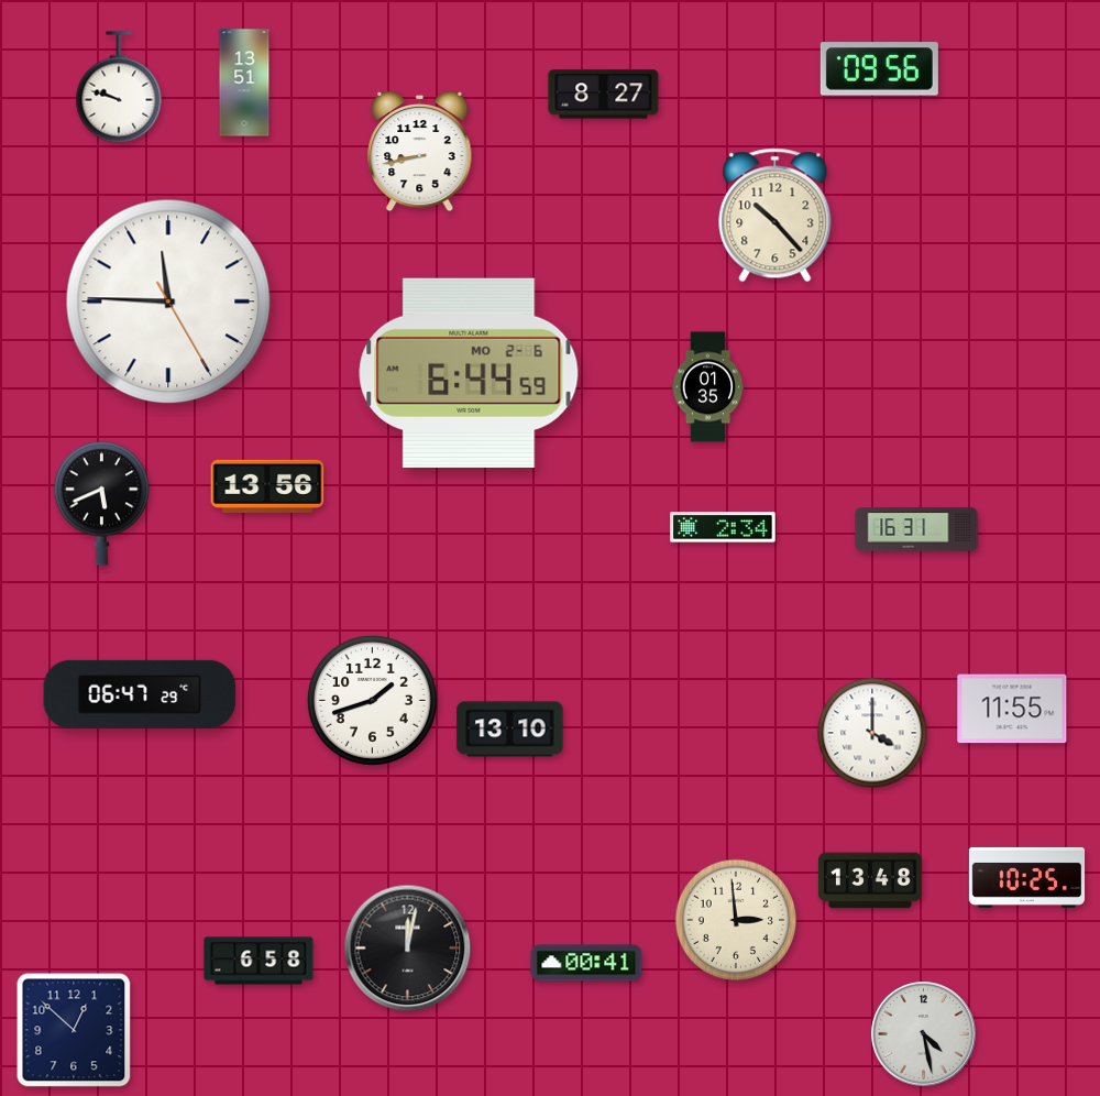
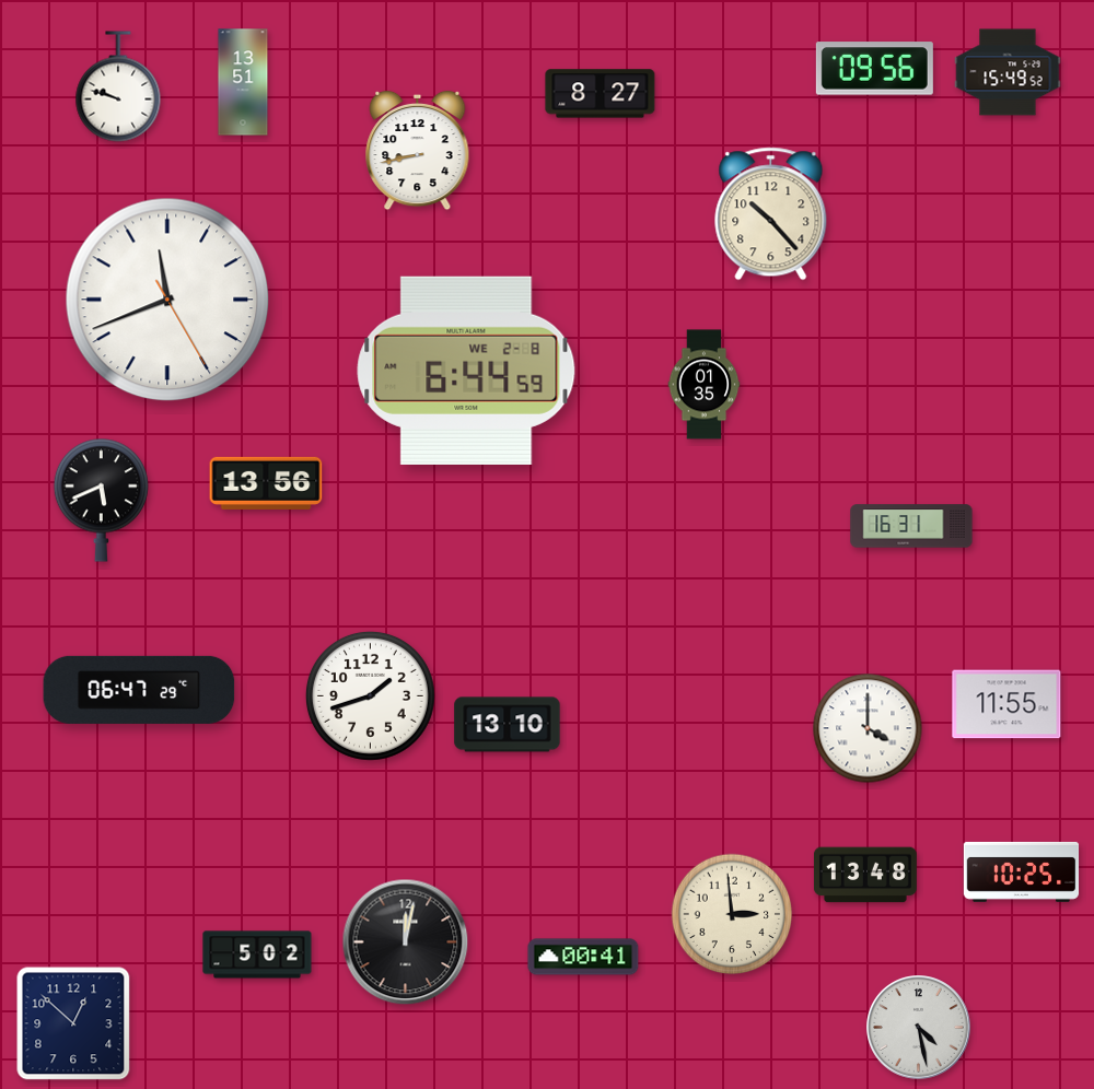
clock at (1008, 72): none -> 15:49
clock at (168, 302): 11:45 -> 11:41
clock at (469, 373) date: MO 2-6 -> WE 2-8
clock at (723, 527): 2:34 -> none
clock at (258, 961): 6:58 -> 5:02
